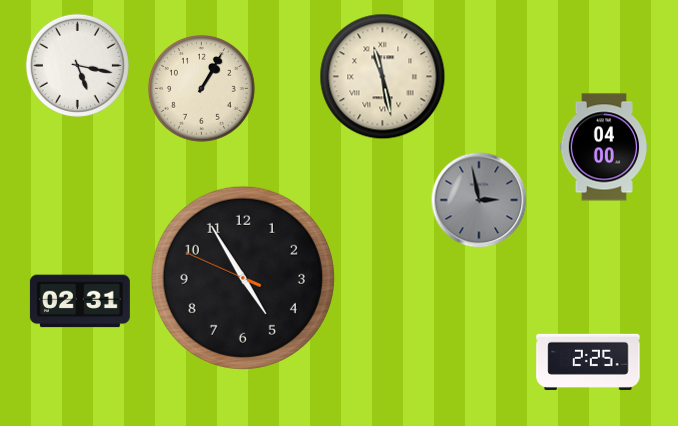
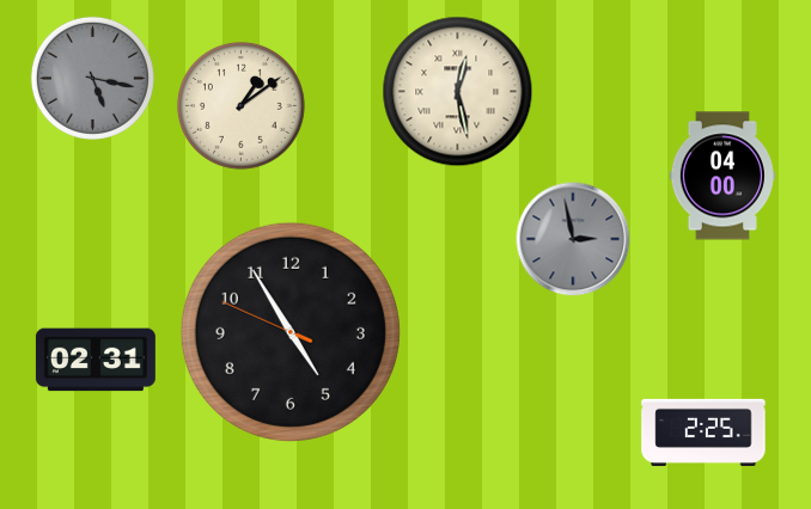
clock at (77, 65) dial: white -> grey
clock at (383, 77): 11:28 -> 12:28
clock at (201, 88): 1:05 -> 1:09
